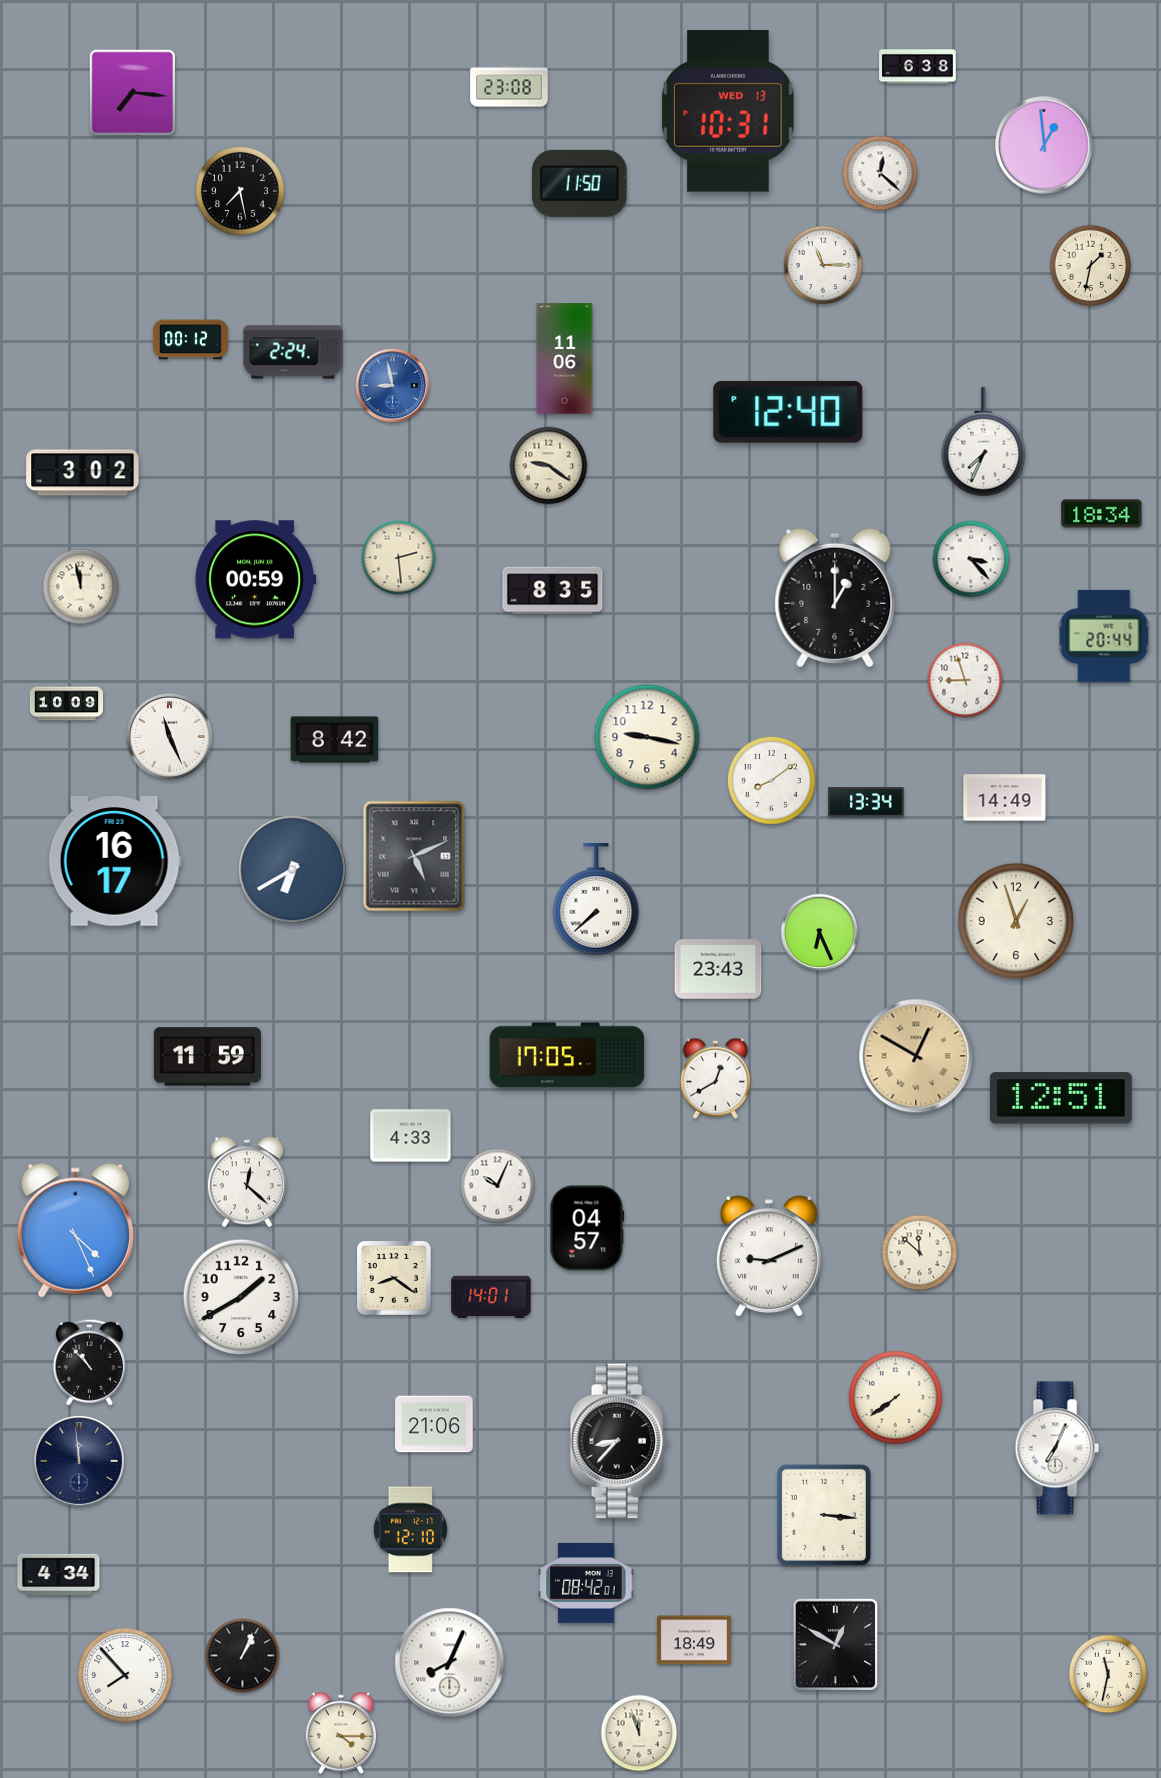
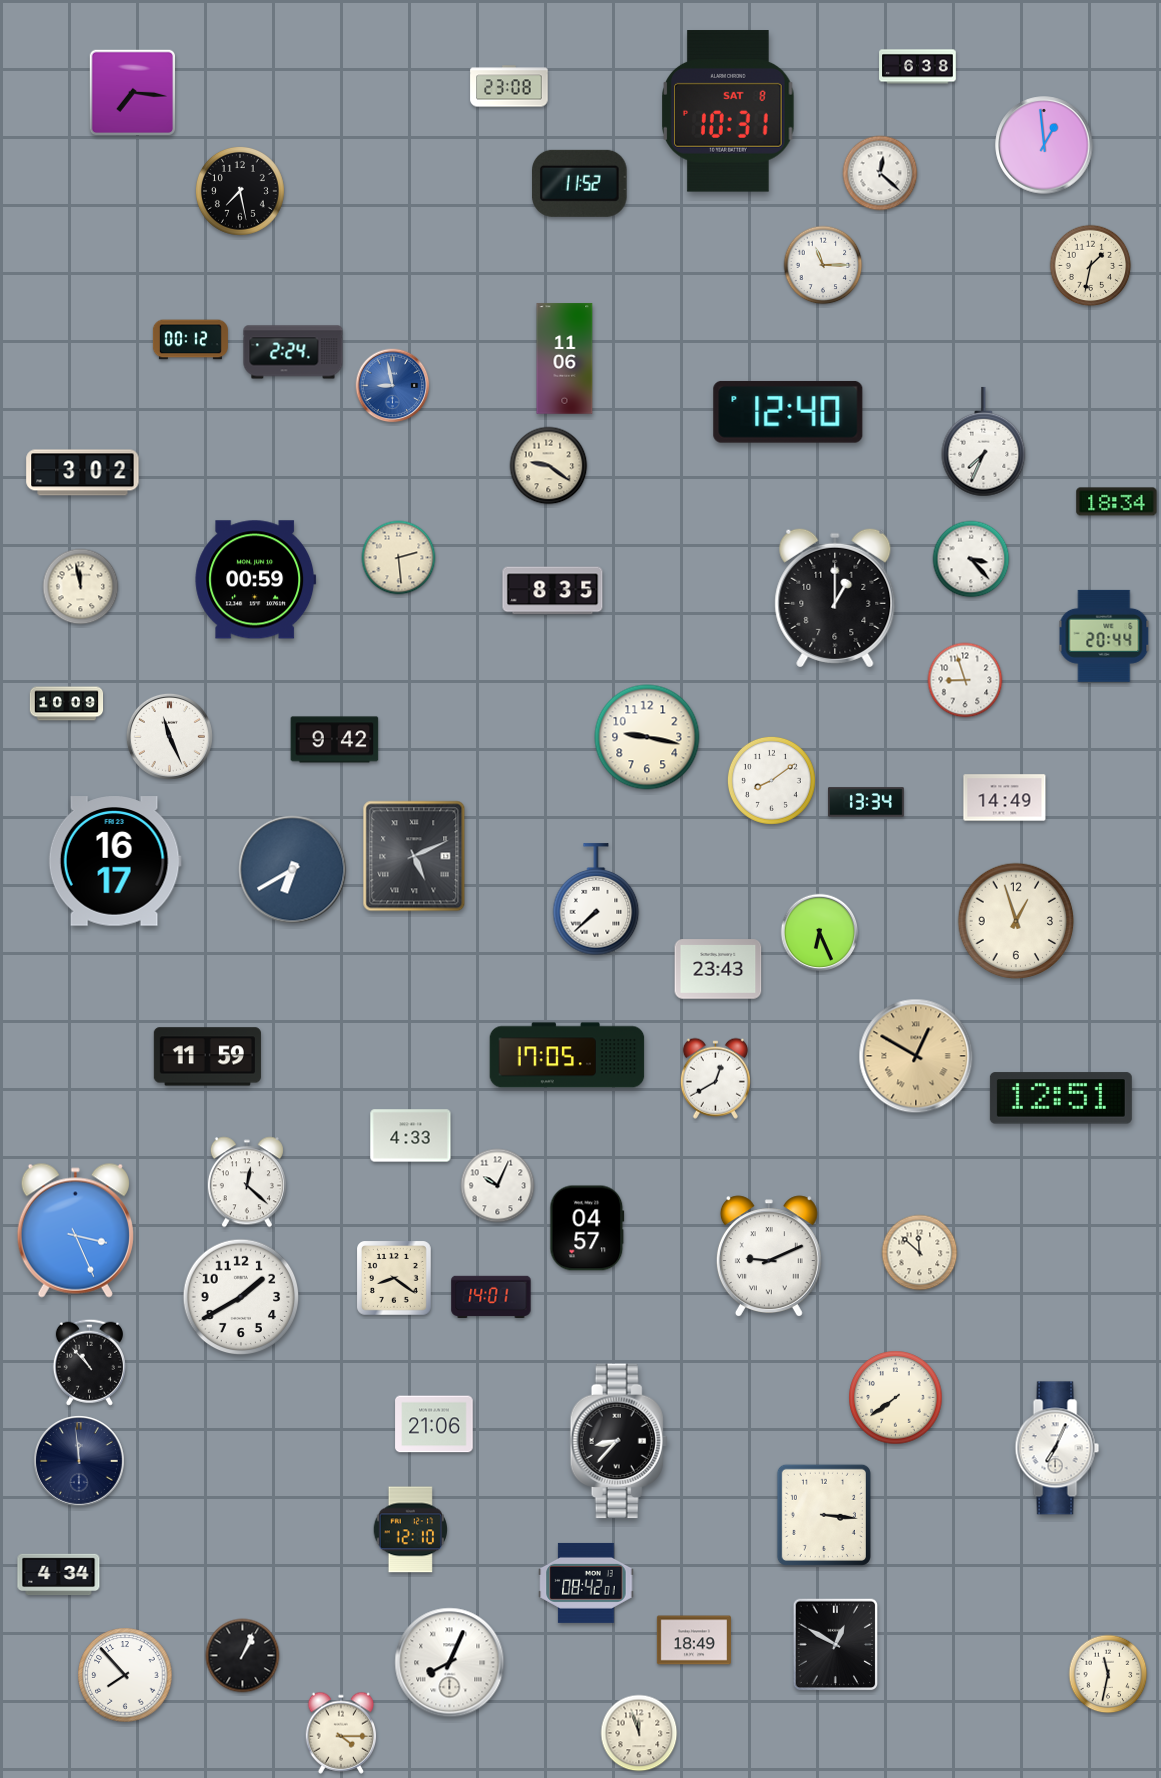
clock at (728, 111) date: WED 13 -> SAT 8
clock at (580, 183): 11:50 -> 11:52
clock at (1102, 514) position: (1102, 514) -> (1117, 502)
clock at (335, 740): 8:42 -> 9:42
clock at (75, 1230): 4:26 -> 3:26
